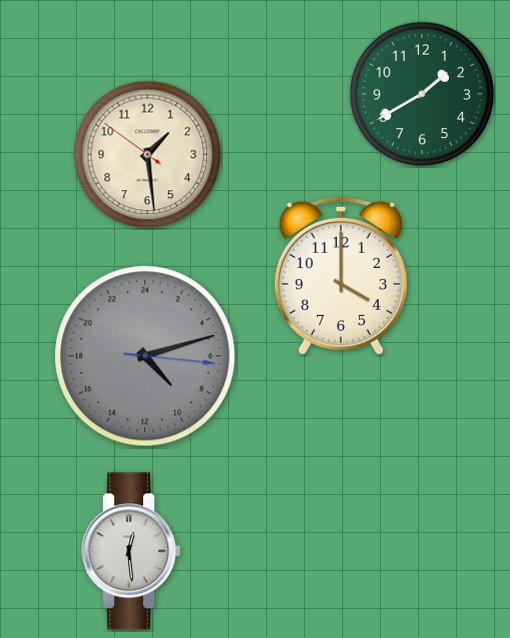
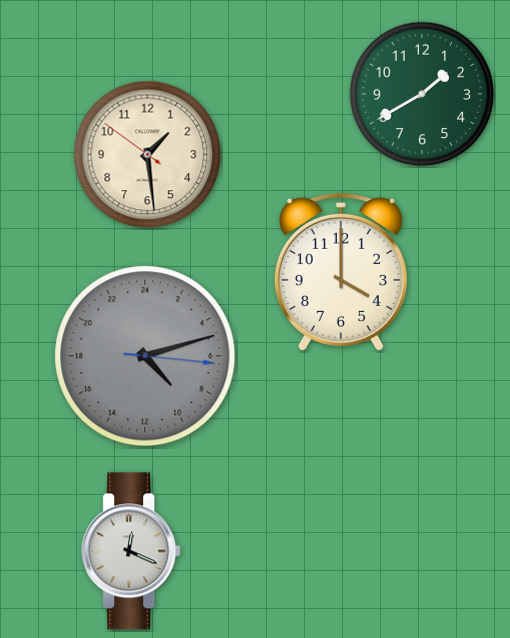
clock at (341, 276) position: (341, 276) -> (341, 272)
clock at (132, 551): 12:29 -> 12:19
